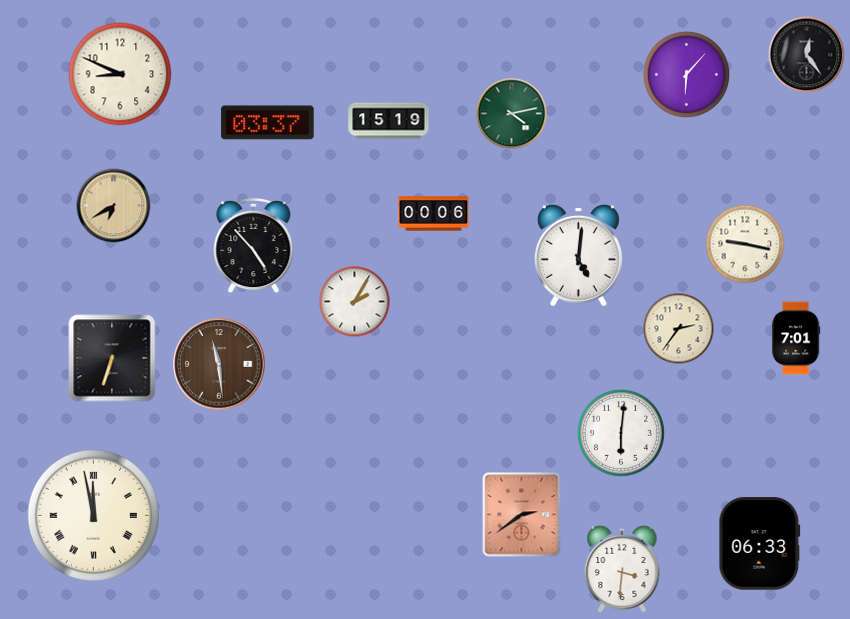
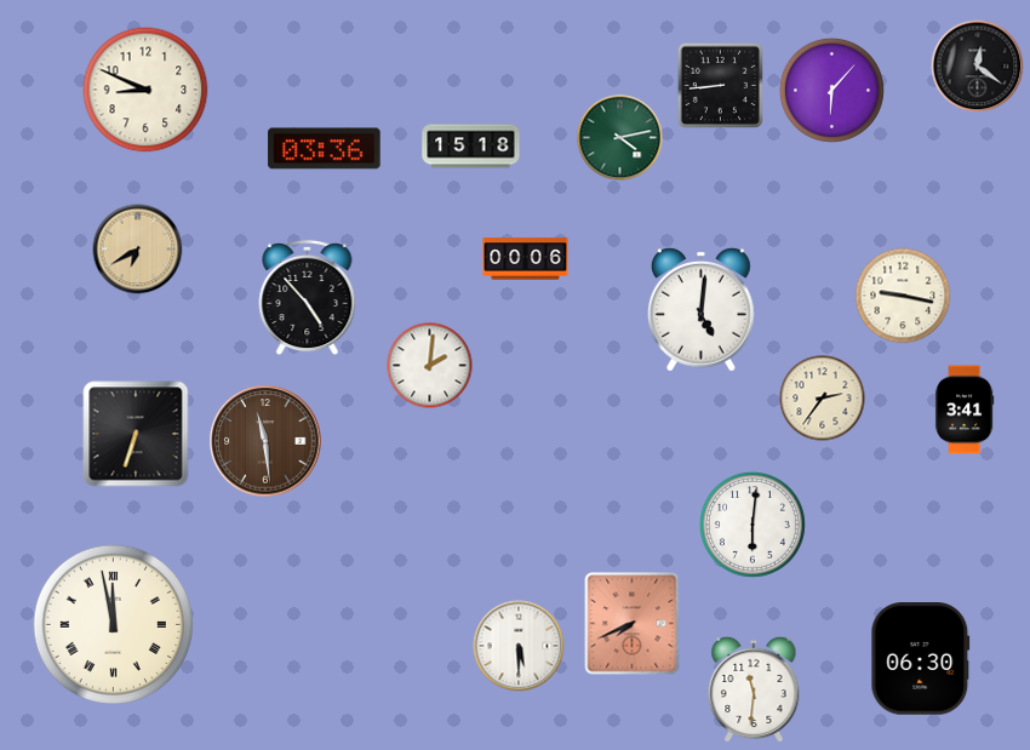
clock at (807, 55): 12:24 -> 12:21
clock at (720, 85): none -> 8:44
clock at (389, 121): 15:19 -> 15:18
clock at (268, 123): 03:37 -> 03:36
clock at (355, 302): 2:05 -> 2:01
clock at (796, 338): 7:01 -> 3:41
clock at (522, 515): 2:39 -> 7:41
clock at (519, 646): none -> 5:30
clock at (760, 544): 06:33 -> 06:30
clock at (622, 569): 3:31 -> 11:31
